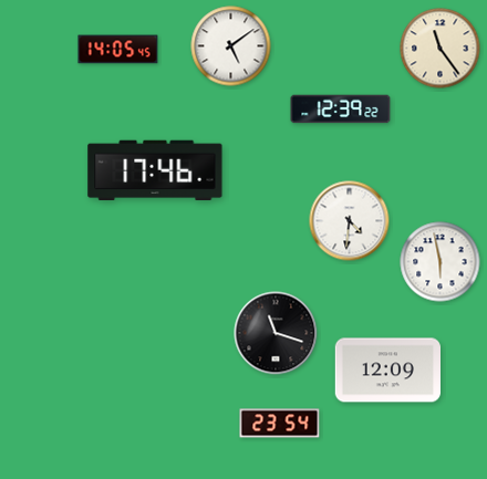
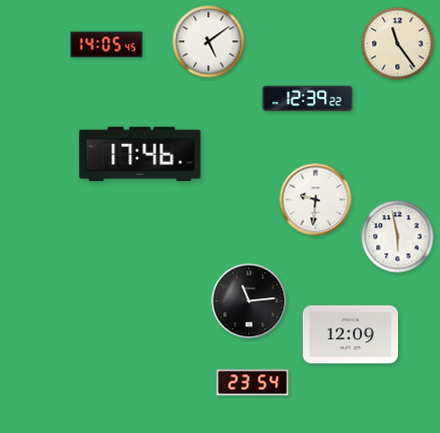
clock at (350, 221): 4:31 -> 9:31
clock at (276, 333): 11:18 -> 11:14
